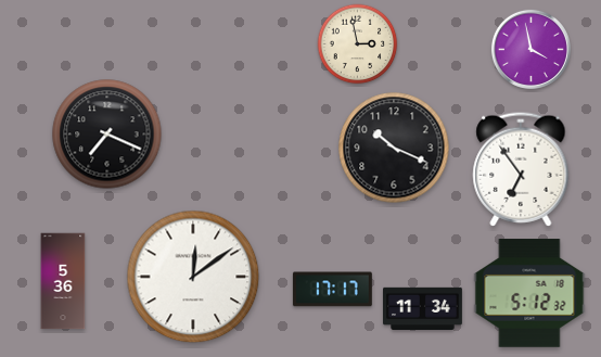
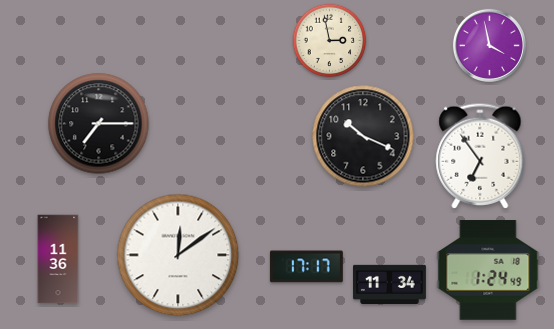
clock at (107, 135): 7:19 -> 7:15
clock at (63, 281): 5:36 -> 11:36
clock at (529, 293): 5:12 -> 1:24
